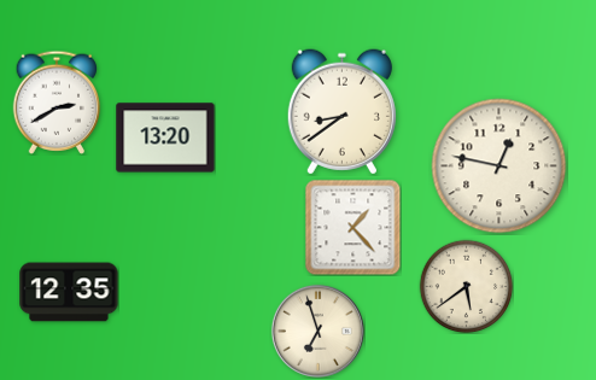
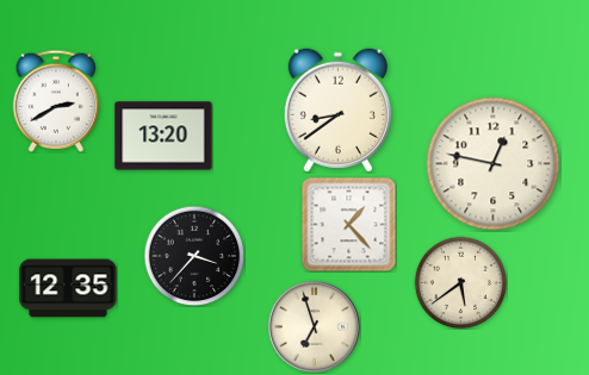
clock at (194, 256): none -> 3:37
